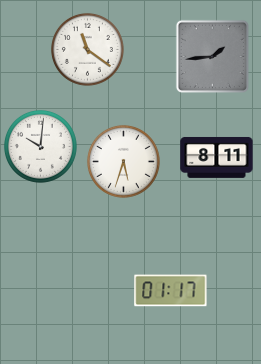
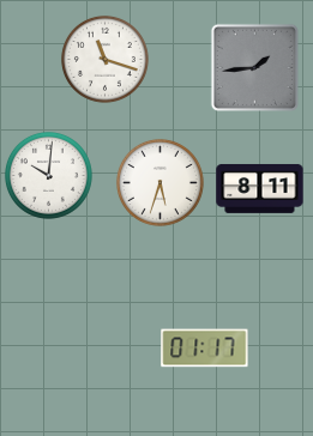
clock at (87, 49): 11:21 -> 11:18
clock at (123, 161) position: (123, 161) -> (159, 182)
